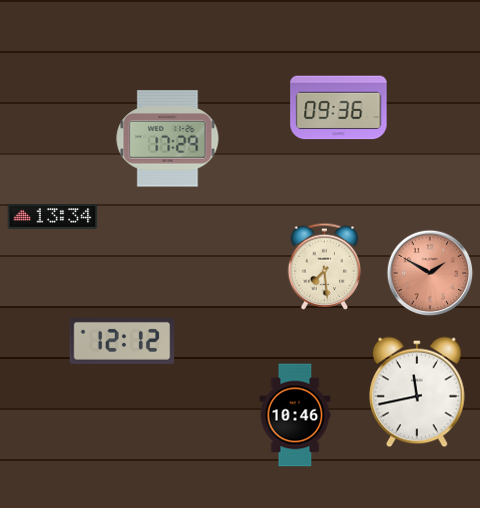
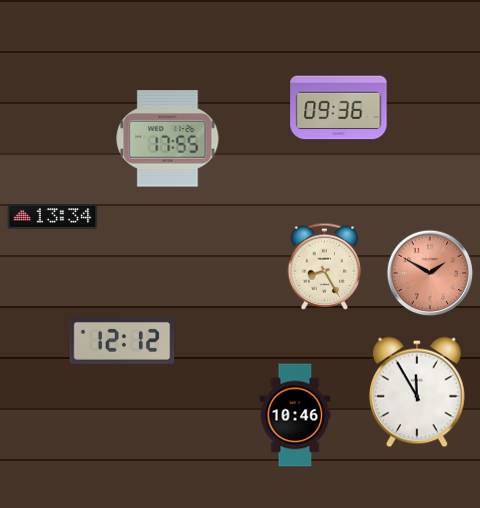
clock at (168, 139): 17:29 -> 17:55
clock at (325, 266): 7:29 -> 8:25
clock at (418, 392): 11:43 -> 11:55
